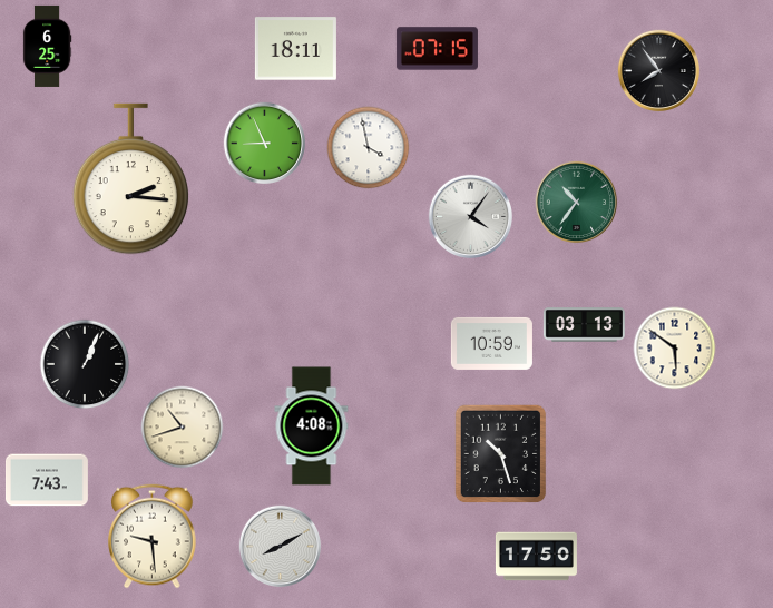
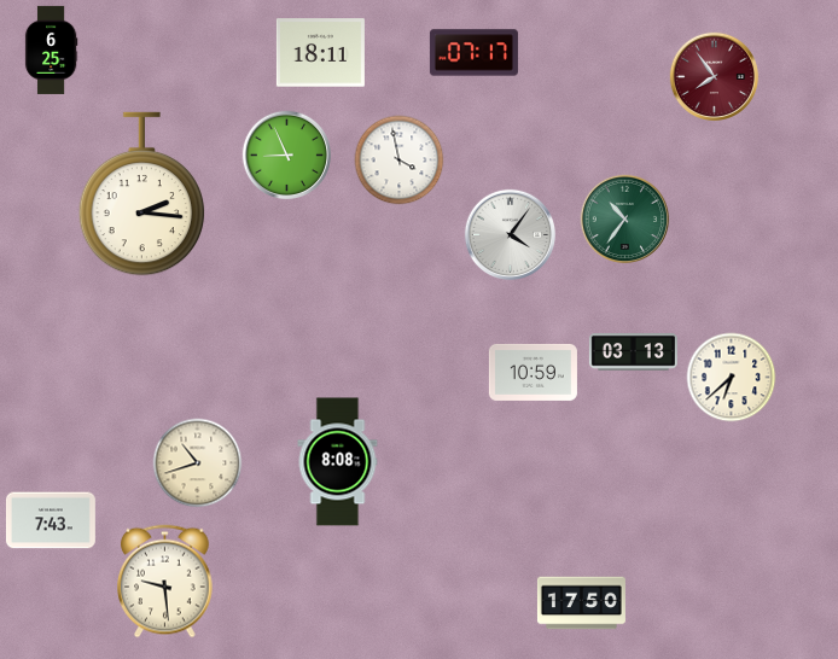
clock at (437, 49): 07:15 -> 07:17
clock at (659, 71) dial: black -> burgundy
clock at (675, 349): 5:51 -> 6:38
clock at (85, 364): 1:04 -> none
clock at (312, 426): 4:08 -> 8:08
clock at (501, 454): 10:27 -> none
clock at (281, 547): 8:10 -> none
